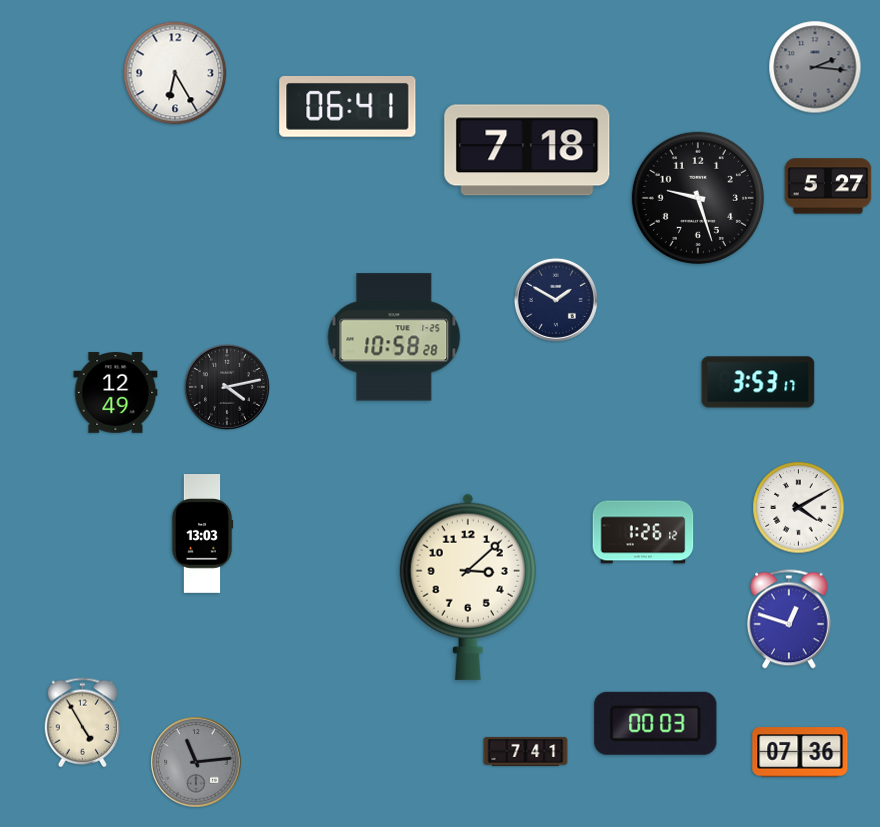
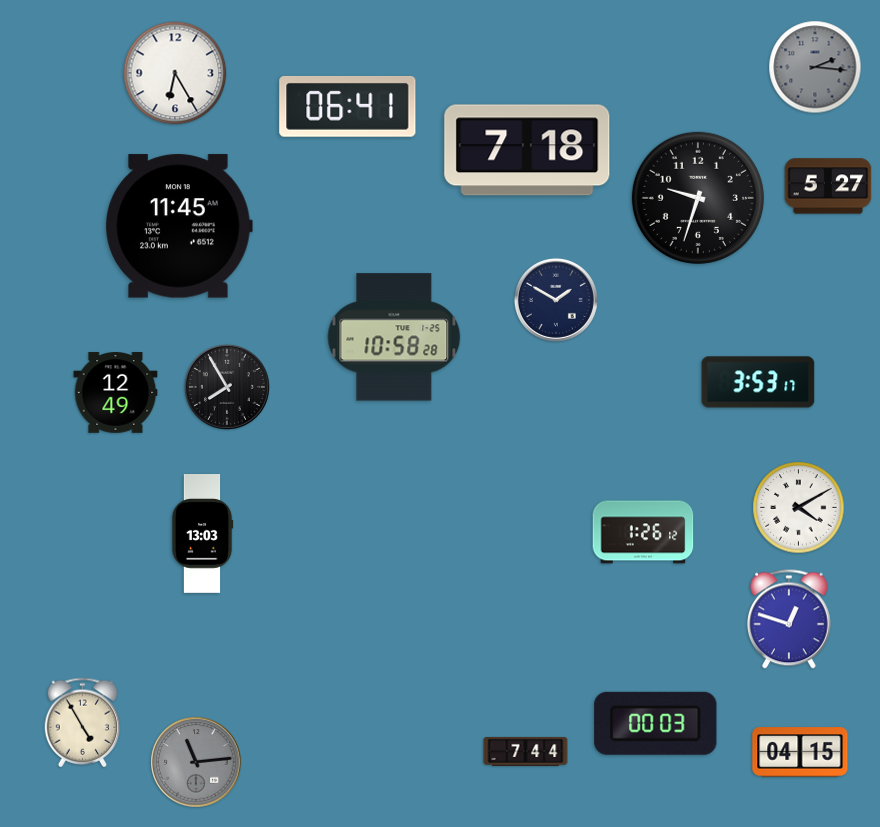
clock at (698, 198): 9:27 -> 9:33
clock at (179, 226): none -> 11:45
clock at (227, 387): 4:13 -> 7:55
clock at (468, 587): 3:08 -> none
clock at (526, 751): 7:41 -> 7:44
clock at (800, 752): 07:36 -> 04:15
